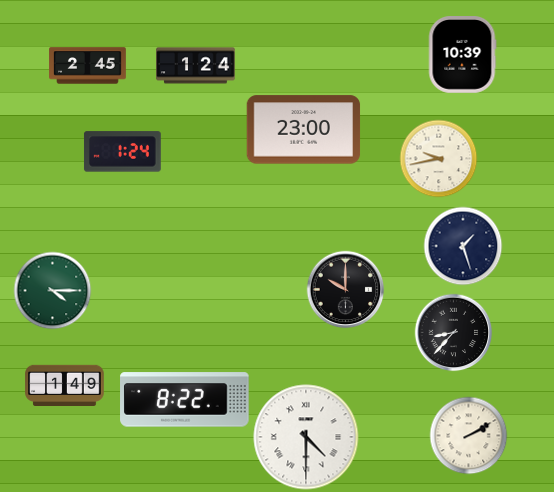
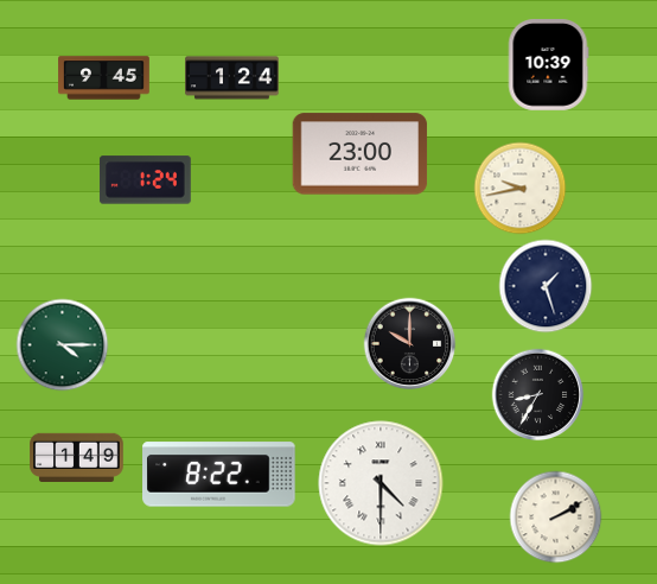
clock at (88, 66): 2:45 -> 9:45
clock at (463, 246) position: (463, 246) -> (546, 286)
clock at (453, 332): 8:37 -> 8:35
clock at (306, 437) position: (306, 437) -> (381, 483)
